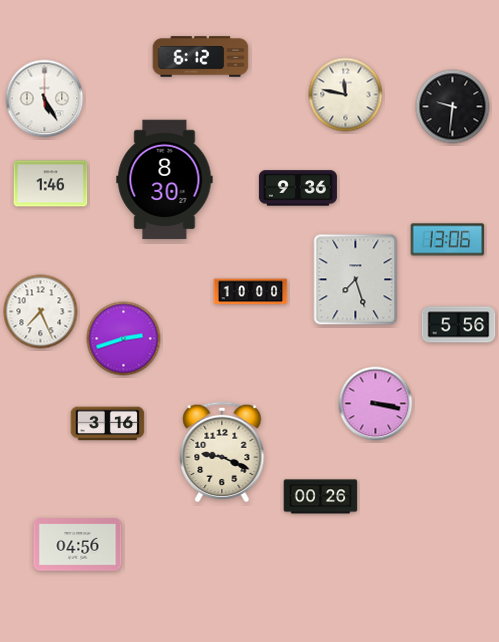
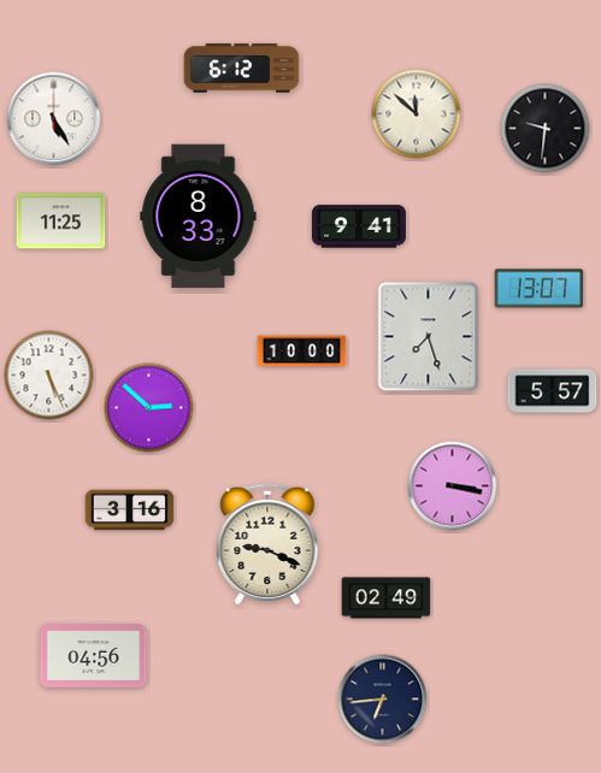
clock at (346, 95): 11:47 -> 11:52
clock at (165, 180): 8:30 -> 8:33
clock at (51, 184): 1:46 -> 11:25
clock at (298, 188): 9:36 -> 9:41
clock at (448, 240): 13:06 -> 13:07
clock at (41, 312): 7:26 -> 5:26
clock at (459, 325): 5:56 -> 5:57
clock at (124, 339): 2:42 -> 2:52
clock at (321, 497): 00:26 -> 02:49
clock at (383, 700): none -> 6:44
